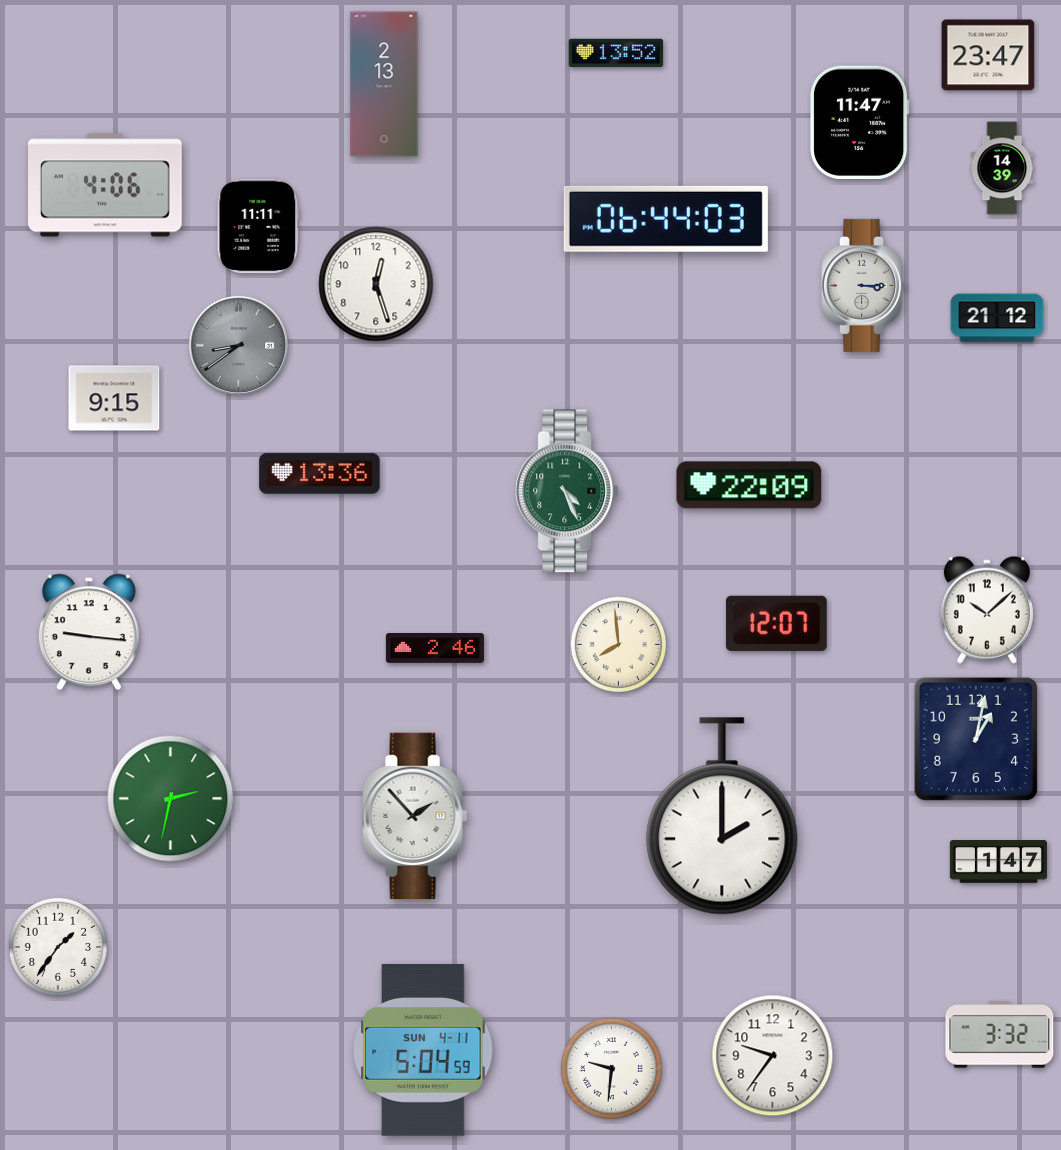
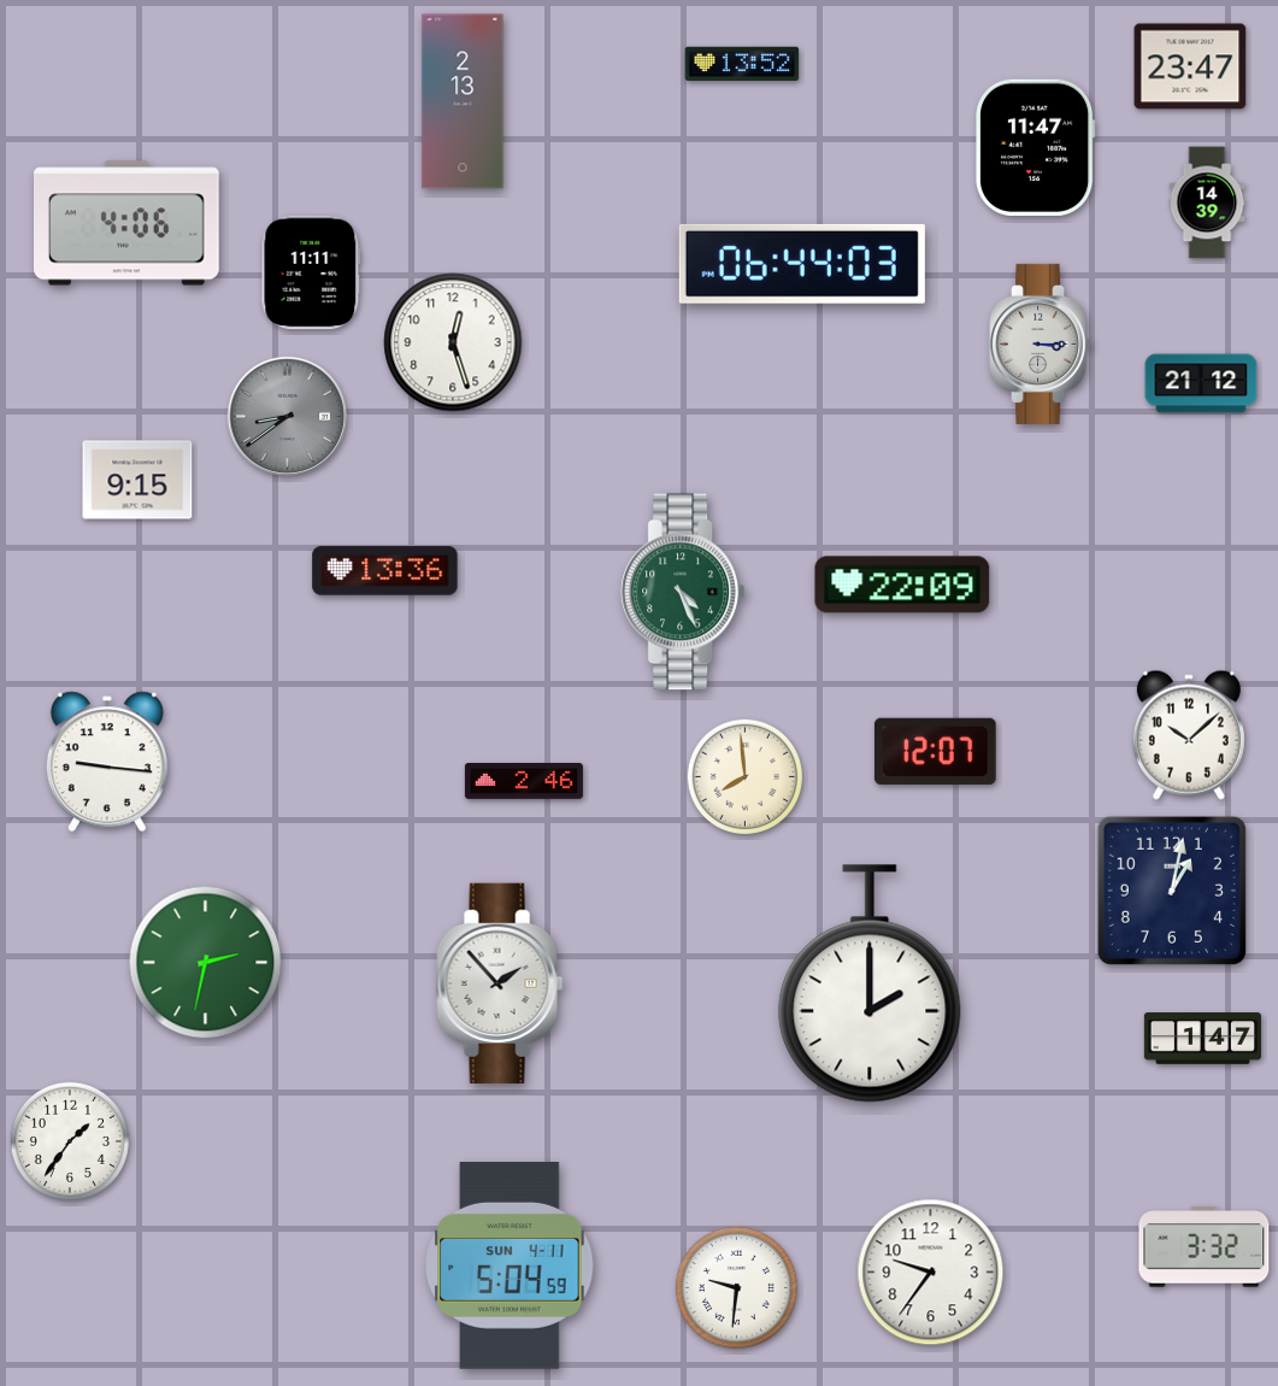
clock at (976, 739) position: (976, 739) -> (1172, 891)
